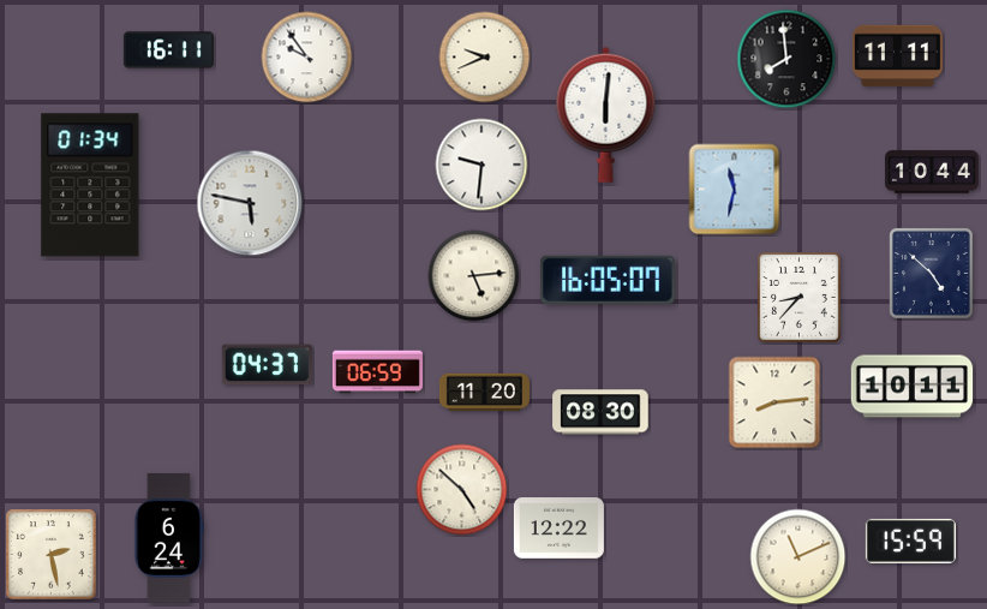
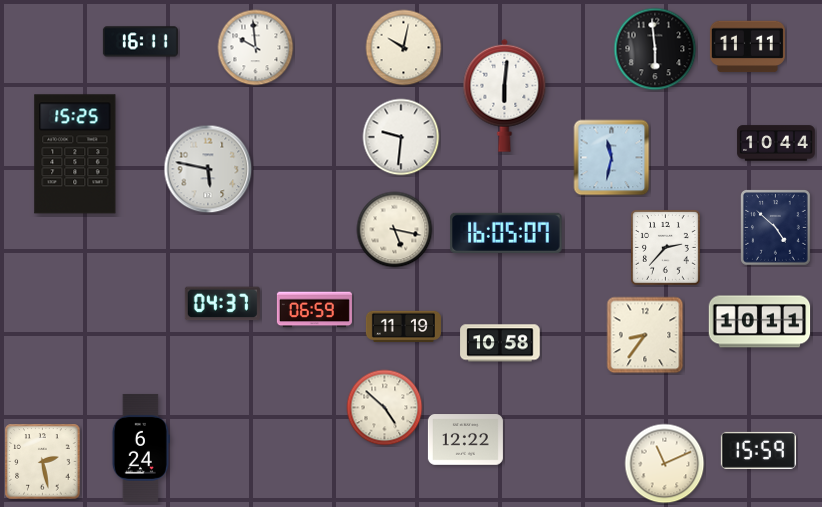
clock at (307, 58): 9:54 -> 9:59
clock at (485, 58): 9:41 -> 10:02
clock at (786, 59): 7:59 -> 5:59
clock at (90, 185): 01:34 -> 15:25
clock at (474, 276): 5:14 -> 5:17
clock at (800, 298): 8:37 -> 2:37
clock at (484, 392): 11:20 -> 11:19
clock at (774, 402): 8:14 -> 8:36
clock at (600, 412): 08:30 -> 10:58
